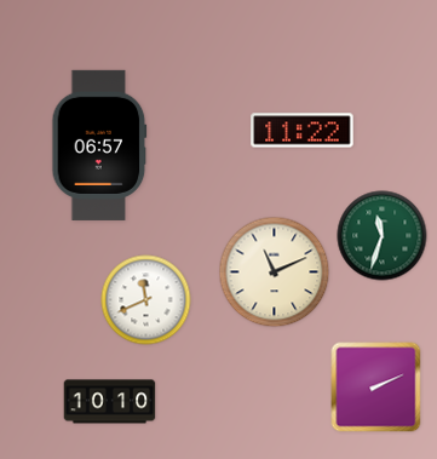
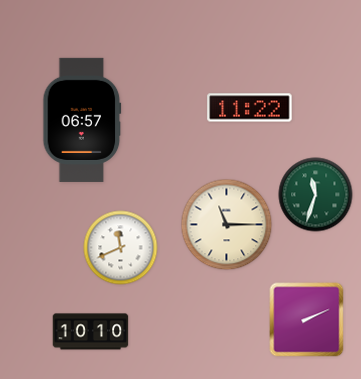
clock at (275, 272): 11:11 -> 11:15
clock at (376, 388) position: (376, 388) -> (307, 320)
